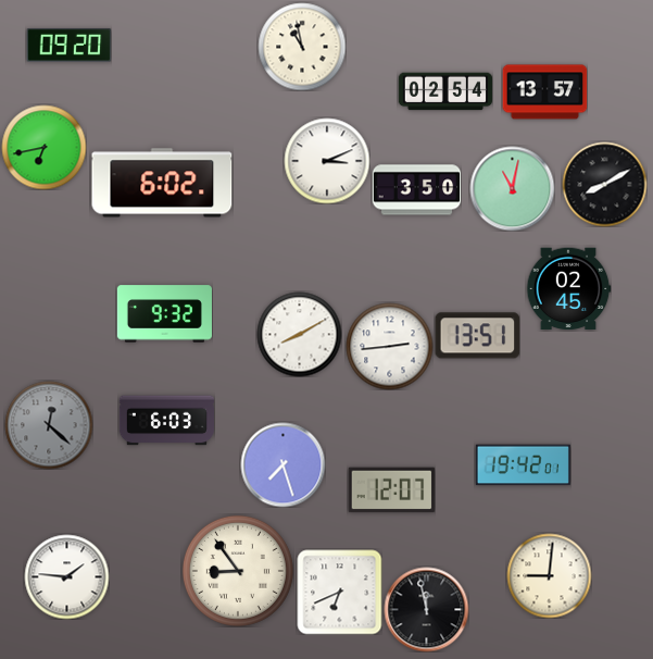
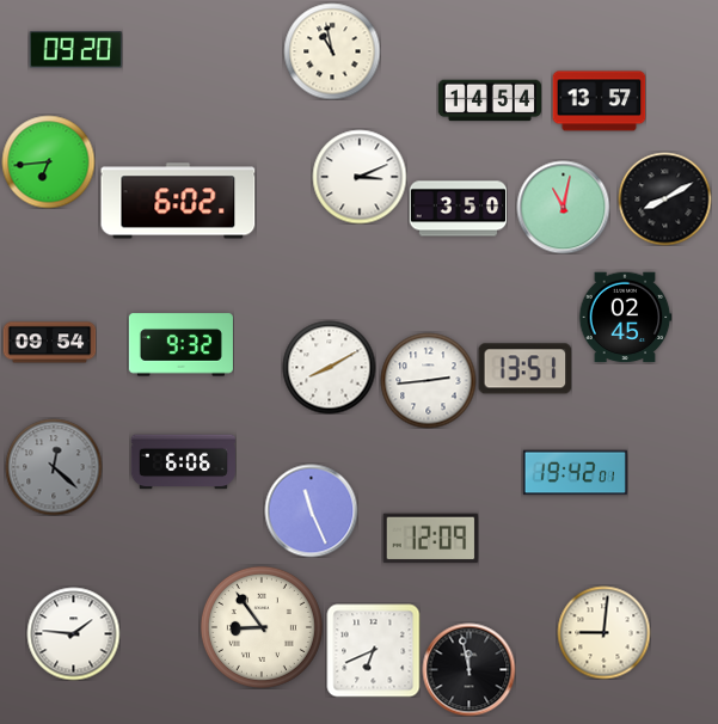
clock at (444, 91): 02:54 -> 14:54
clock at (43, 147): 6:43 -> 6:44
clock at (604, 184) position: (604, 184) -> (664, 198)
clock at (49, 343): none -> 09:54
clock at (166, 421): 6:03 -> 6:06
clock at (282, 464): 7:27 -> 11:26
clock at (523, 465) position: (523, 465) -> (575, 473)
clock at (391, 490): 12:07 -> 12:09
